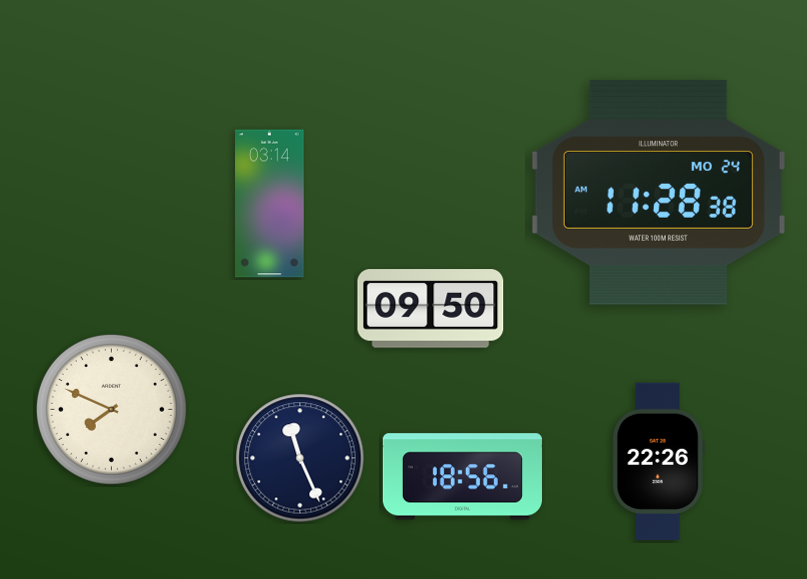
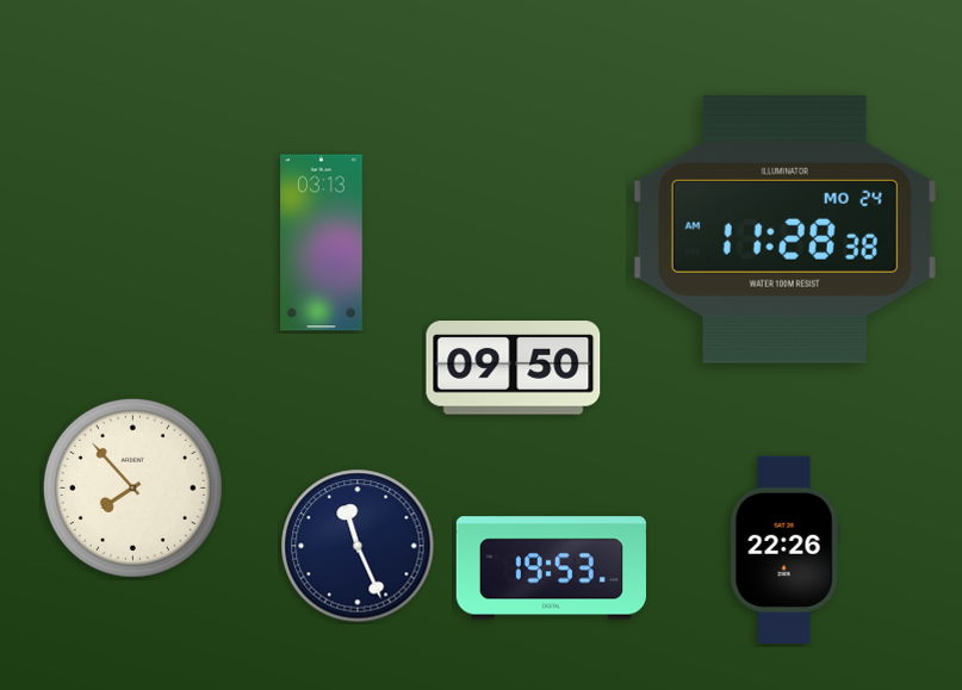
clock at (270, 204): 03:14 -> 03:13
clock at (111, 409): 7:49 -> 7:53
clock at (462, 477): 18:56 -> 19:53
